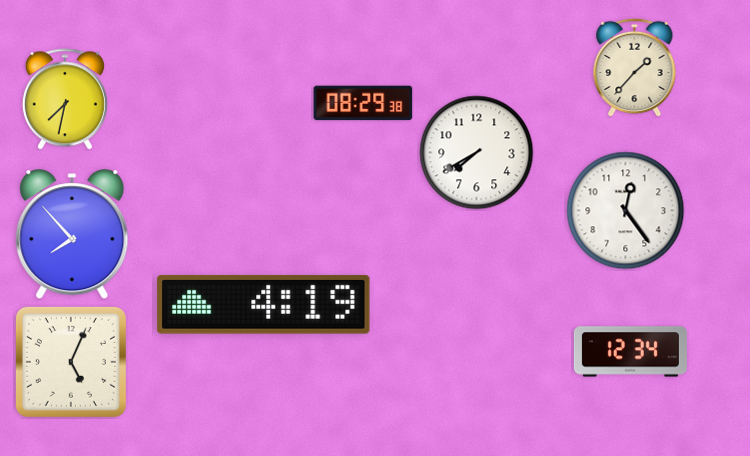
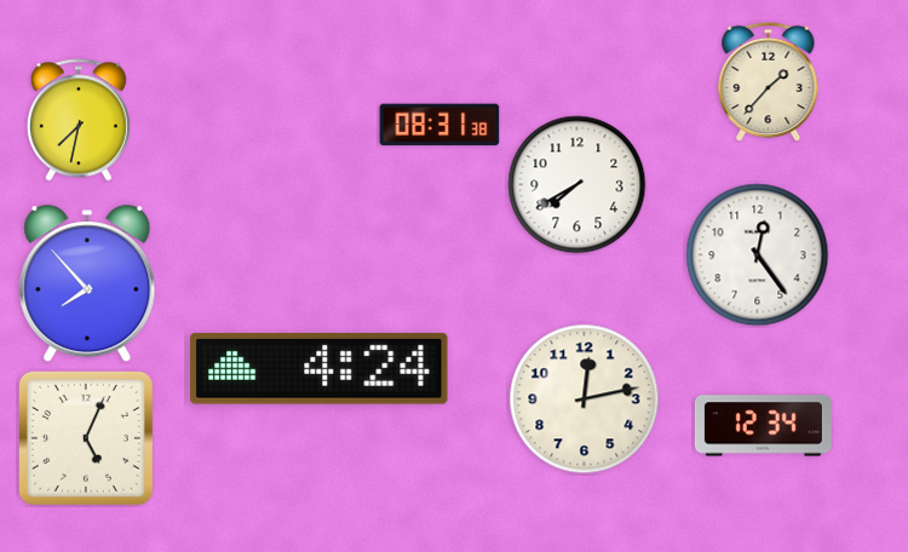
clock at (363, 103): 08:29 -> 08:31
clock at (264, 304): 4:19 -> 4:24
clock at (585, 399): none -> 12:13
